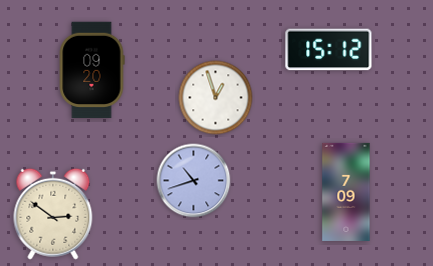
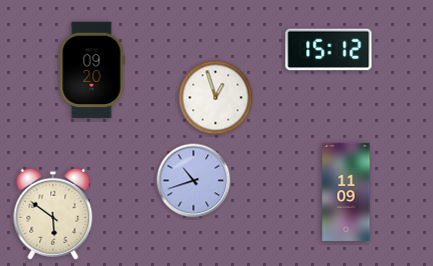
clock at (346, 192): 7:09 -> 11:09
clock at (53, 214): 2:51 -> 5:51
